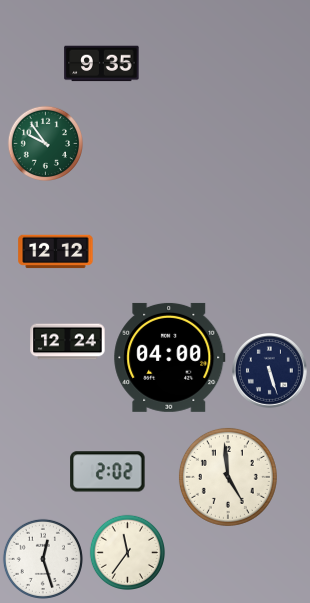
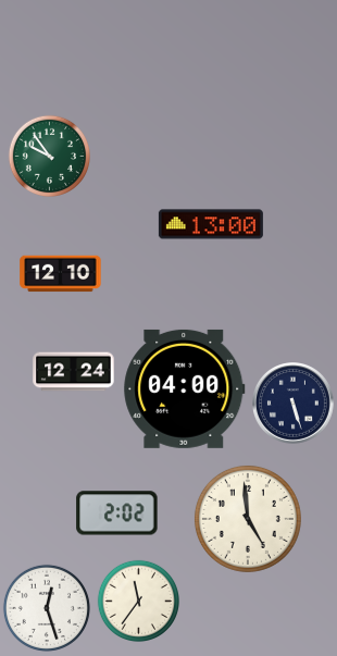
clock at (102, 64): 9:35 -> none
clock at (211, 224): none -> 13:00
clock at (56, 252): 12:12 -> 12:10
